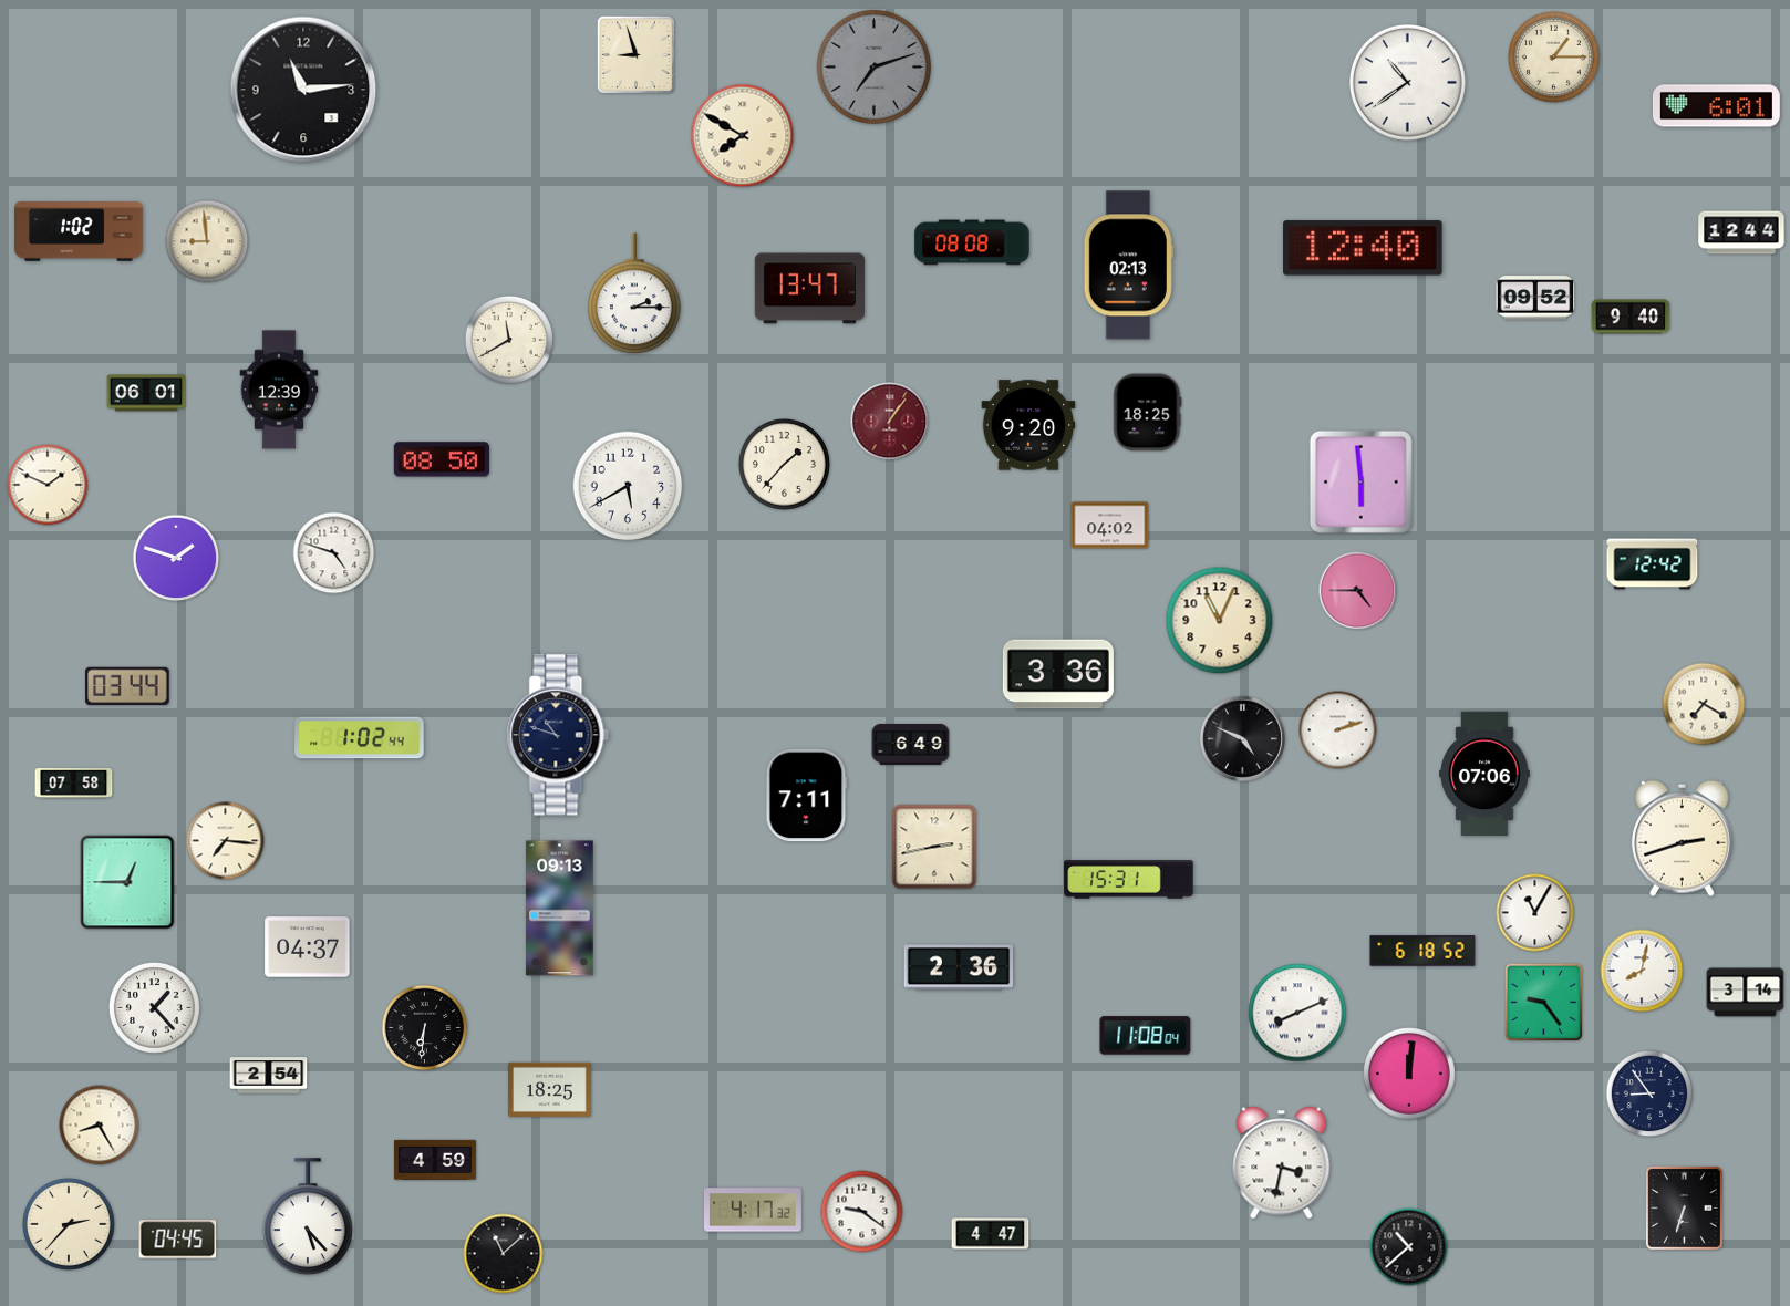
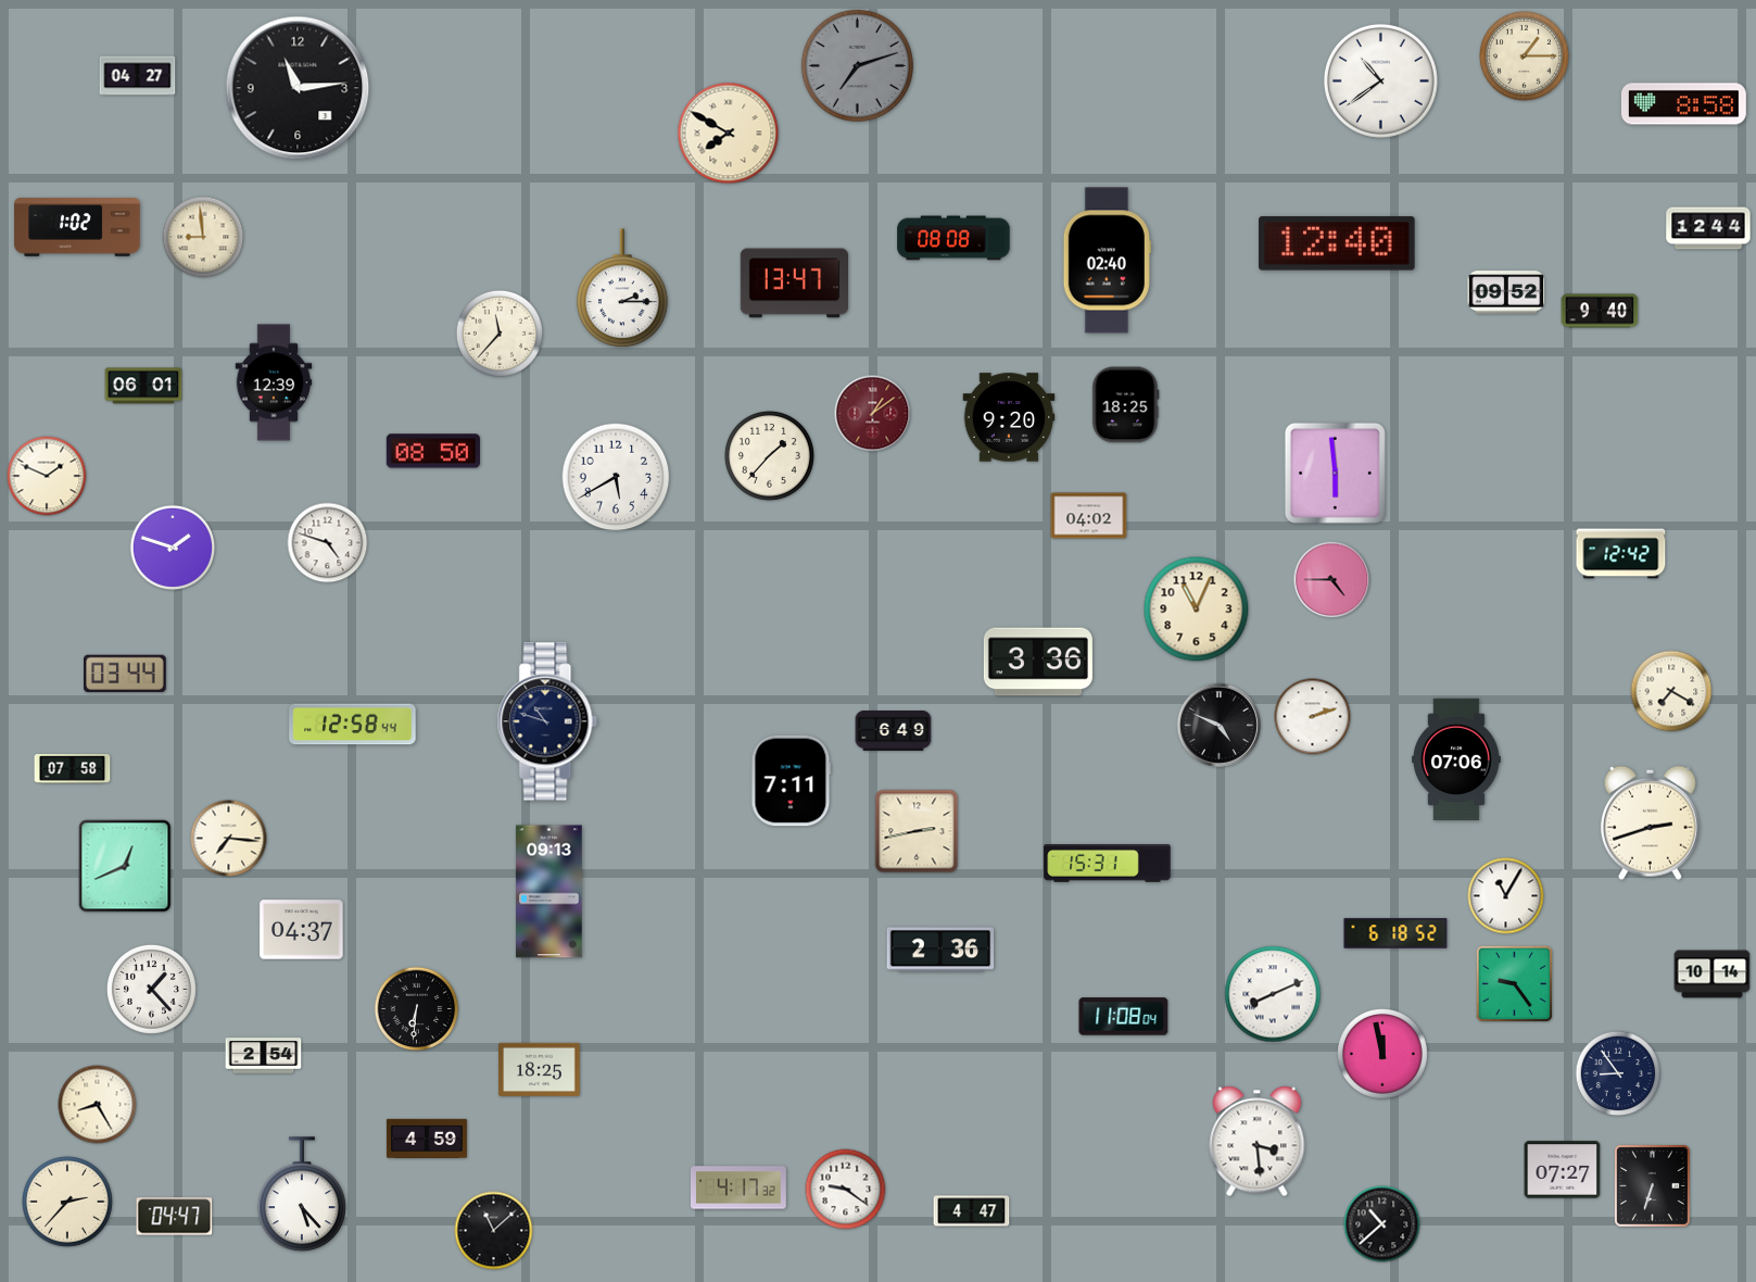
clock at (637, 55): 8:57 -> none
clock at (138, 76): none -> 04:27
clock at (1716, 106): 6:01 -> 8:58
clock at (1128, 266): 02:13 -> 02:40
clock at (509, 340): 11:40 -> 11:37
clock at (890, 422): 1:06 -> 1:09
clock at (360, 738): 1:02 -> 12:58
clock at (226, 841) position: (226, 841) -> (229, 839)
clock at (127, 882): 12:45 -> 12:41
clock at (1642, 971): 8:02 -> none
clock at (1746, 993): 3:14 -> 10:14
clock at (1410, 1075): 12:01 -> 11:58
clock at (1282, 1163): 3:32 -> 3:29
clock at (1563, 1170): none -> 07:27
clock at (178, 1240): 04:45 -> 04:47
